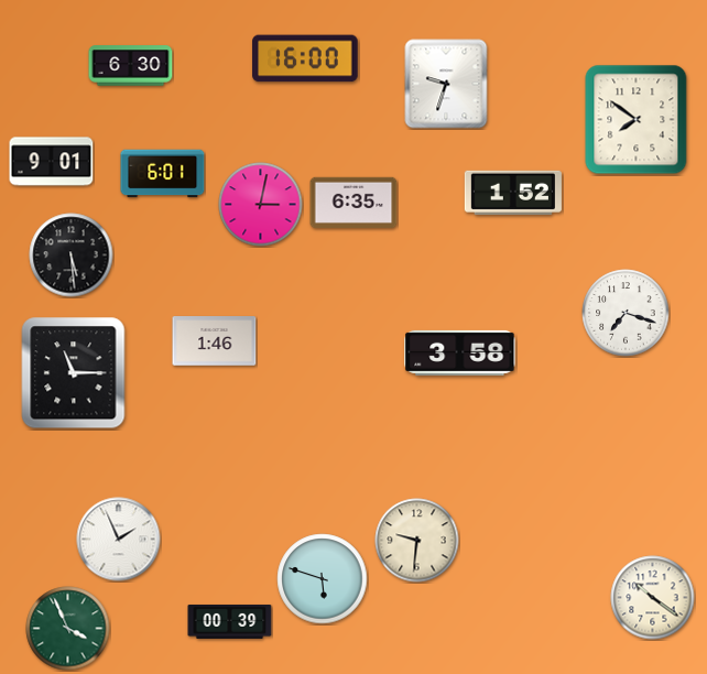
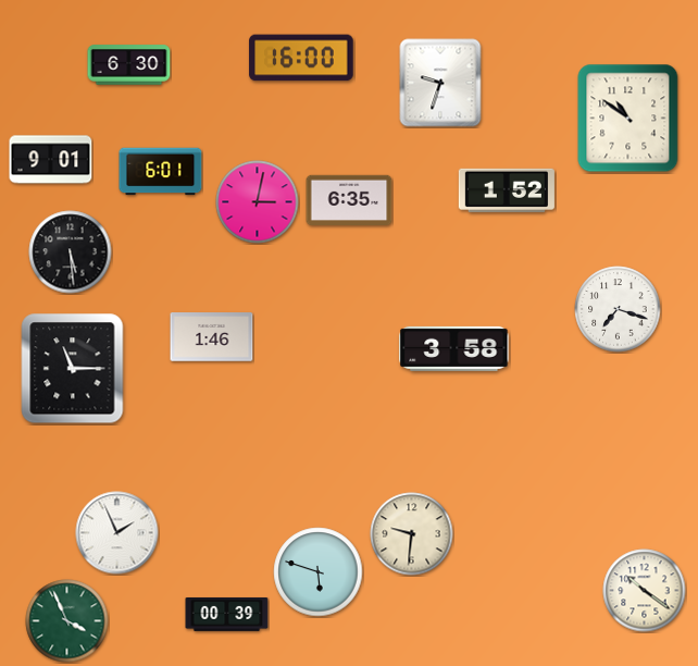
clock at (637, 120): 7:51 -> 10:51
